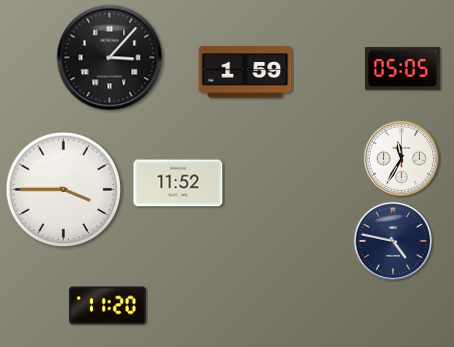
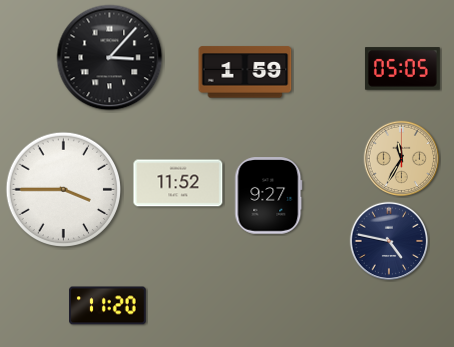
clock at (402, 159) dial: white -> champagne
clock at (269, 196): none -> 9:27
clock at (393, 241) position: (393, 241) -> (389, 241)
